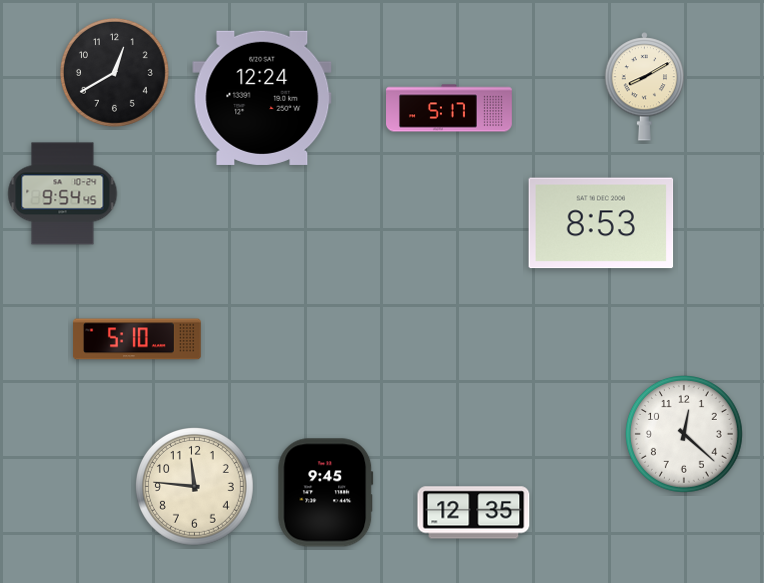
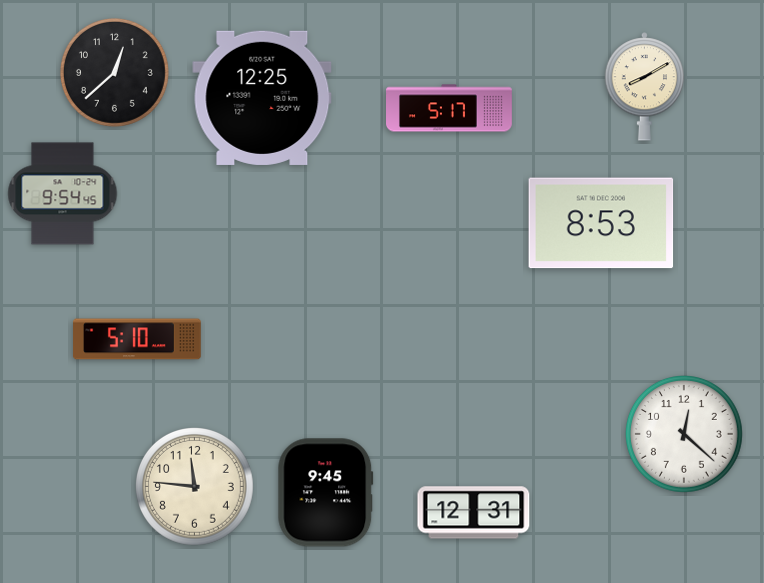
clock at (114, 72): 12:40 -> 12:38
clock at (262, 98): 12:24 -> 12:25
clock at (474, 513): 12:35 -> 12:31
